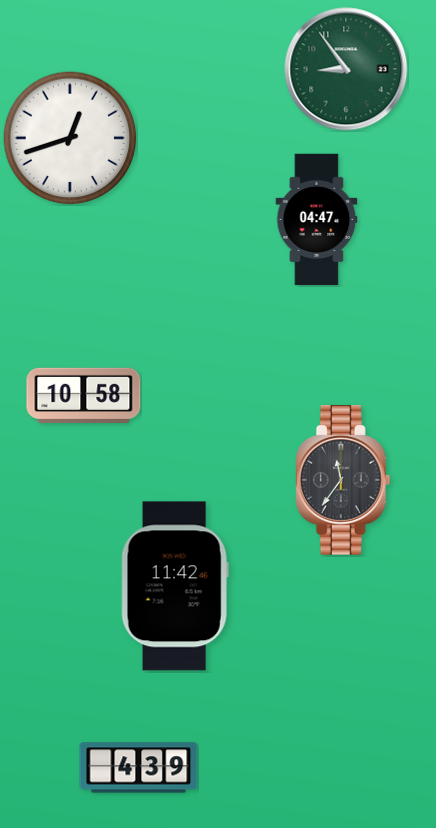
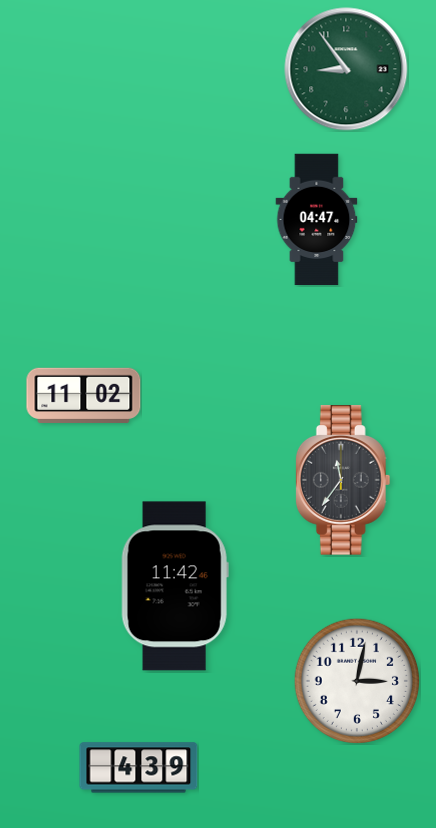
clock at (70, 138): 12:42 -> none
clock at (84, 395): 10:58 -> 11:02
clock at (356, 680): none -> 3:02
